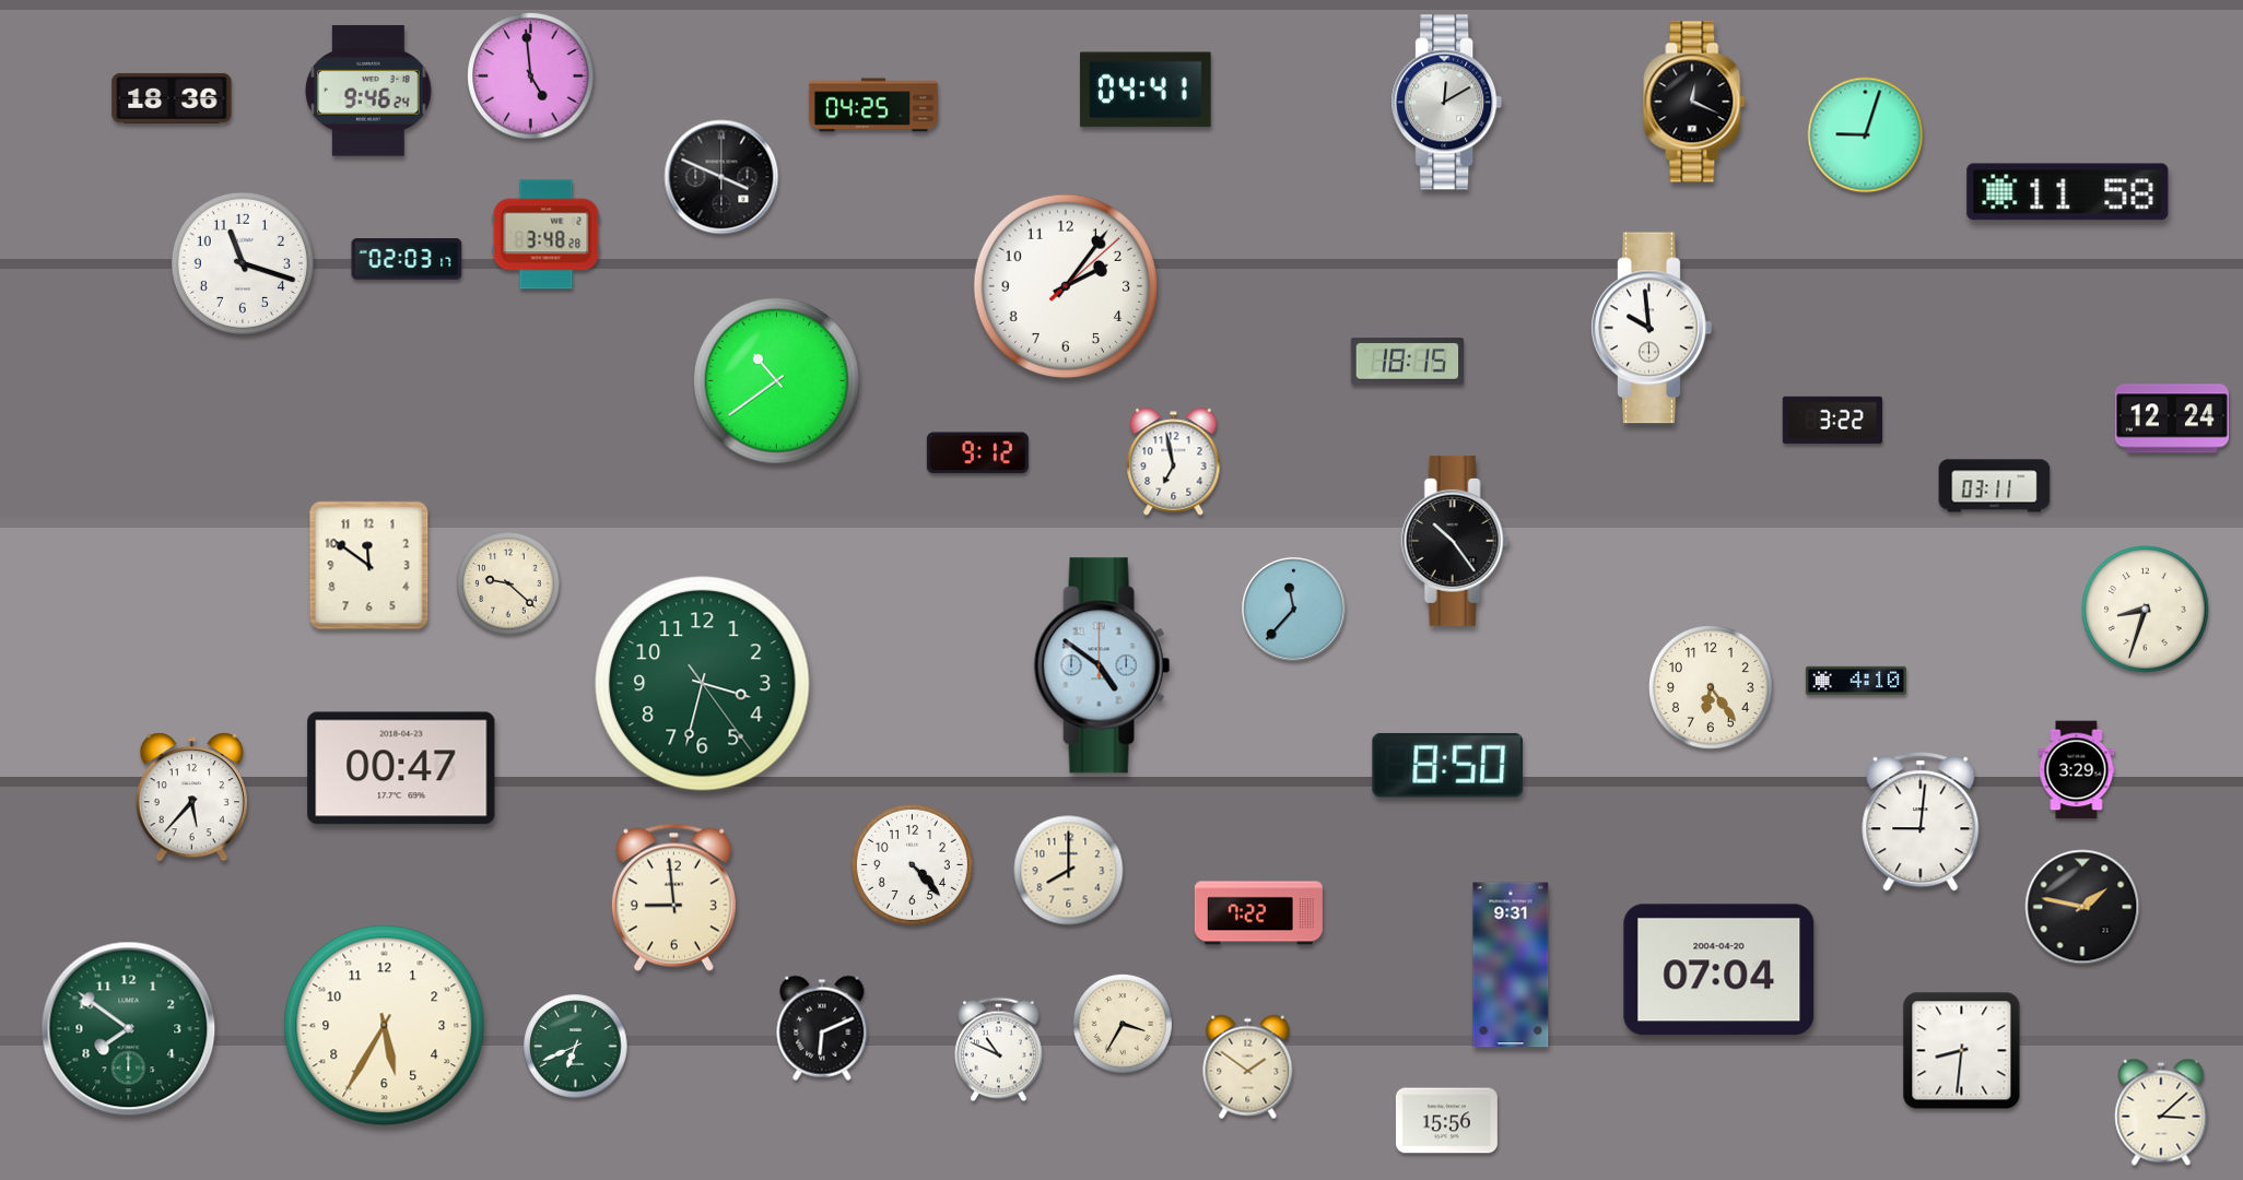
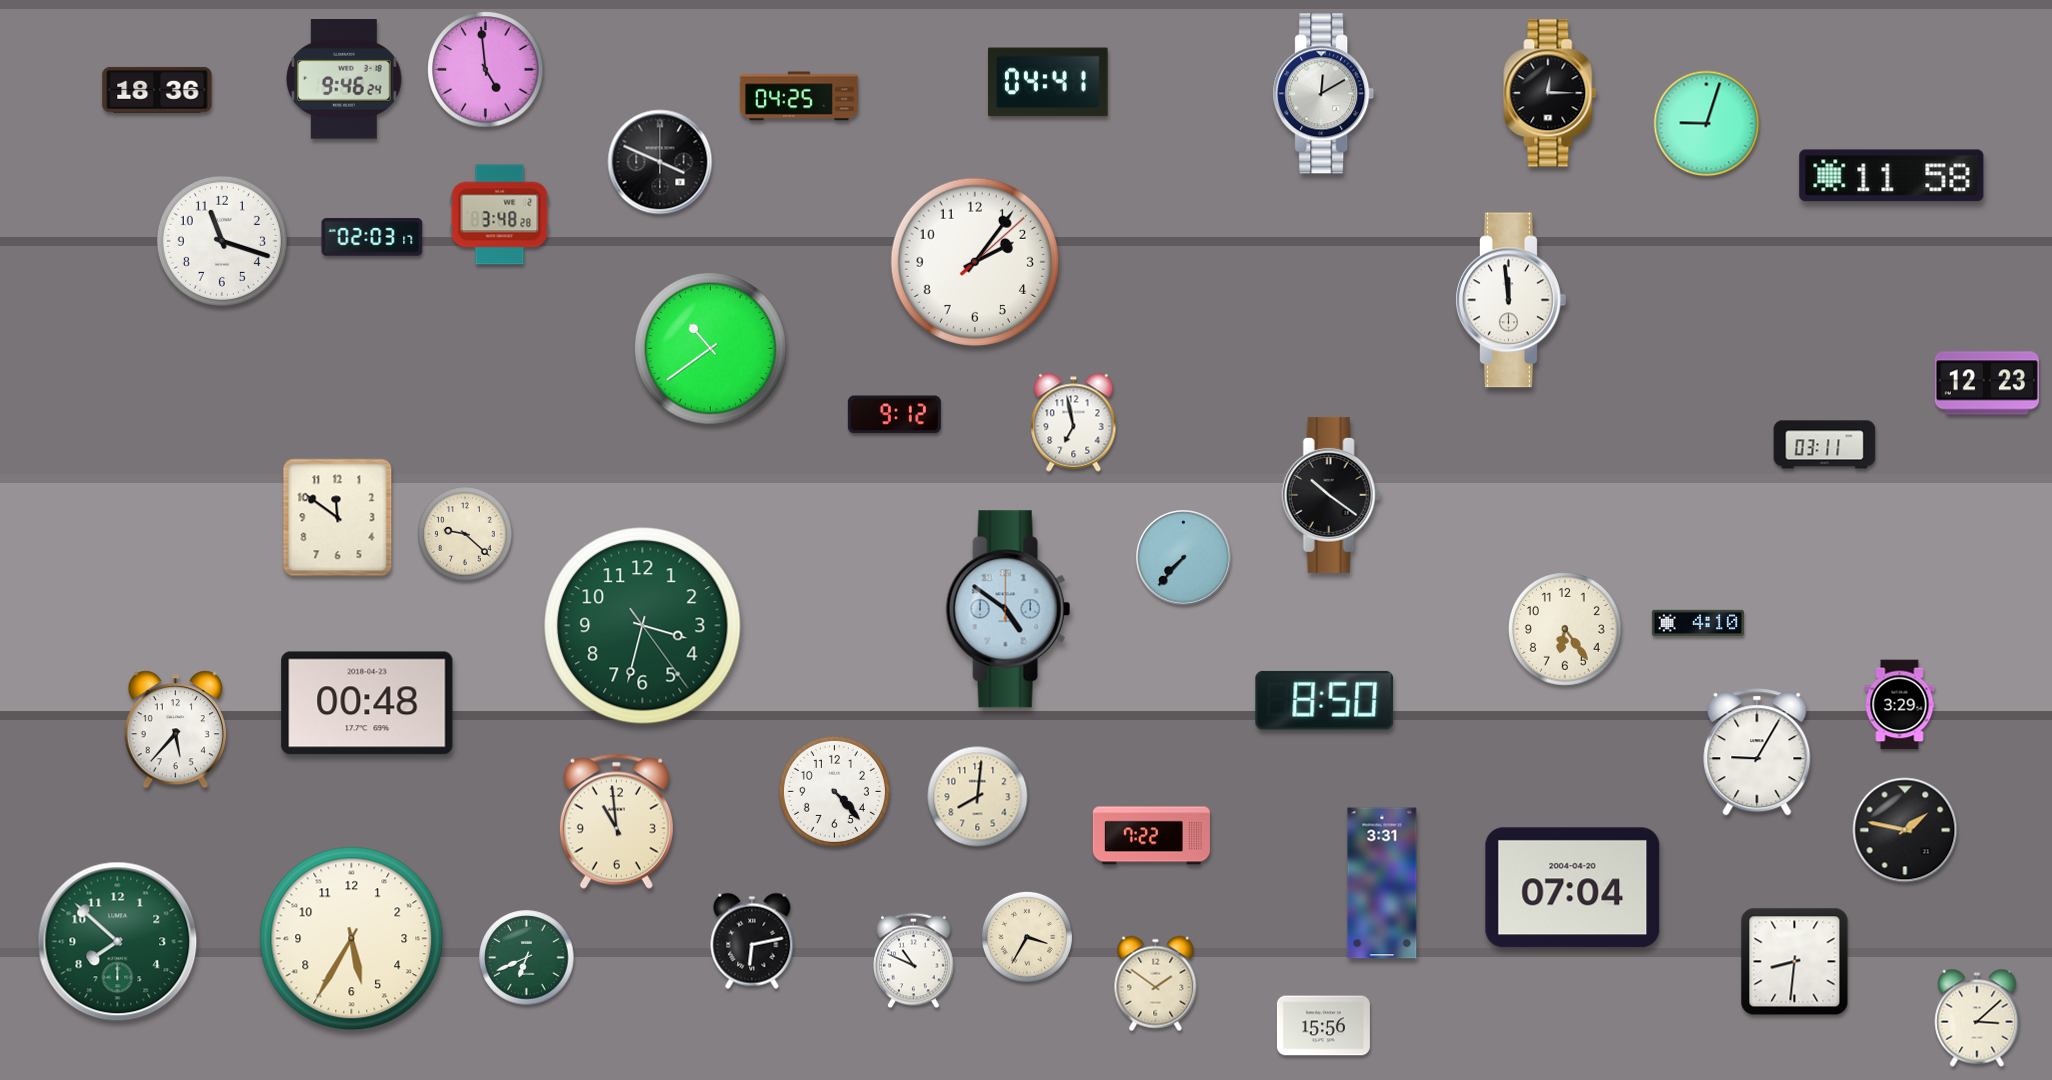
clock at (368, 91) position: (368, 91) -> (344, 79)
clock at (1694, 102): 12:19 -> 12:15
clock at (1652, 328): 9:59 -> 11:59
clock at (1408, 362): 18:15 -> none
clock at (2172, 418): 12:24 -> 12:23
clock at (1832, 420): 3:22 -> none
clock at (1455, 541): 10:24 -> 10:21
clock at (1294, 610): 11:37 -> 7:37
clock at (2146, 610): 8:33 -> none
clock at (401, 768): 00:47 -> 00:48
clock at (1921, 822): 9:01 -> 9:05
clock at (1069, 871): 8:00 -> 8:01
clock at (673, 897): 8:59 -> 10:59
clock at (1511, 965): 9:31 -> 3:31
clock at (822, 1028): 6:11 -> 6:13
clock at (129, 1029): 7:51 -> 7:52
clock at (1248, 1067) position: (1248, 1067) -> (1156, 984)
